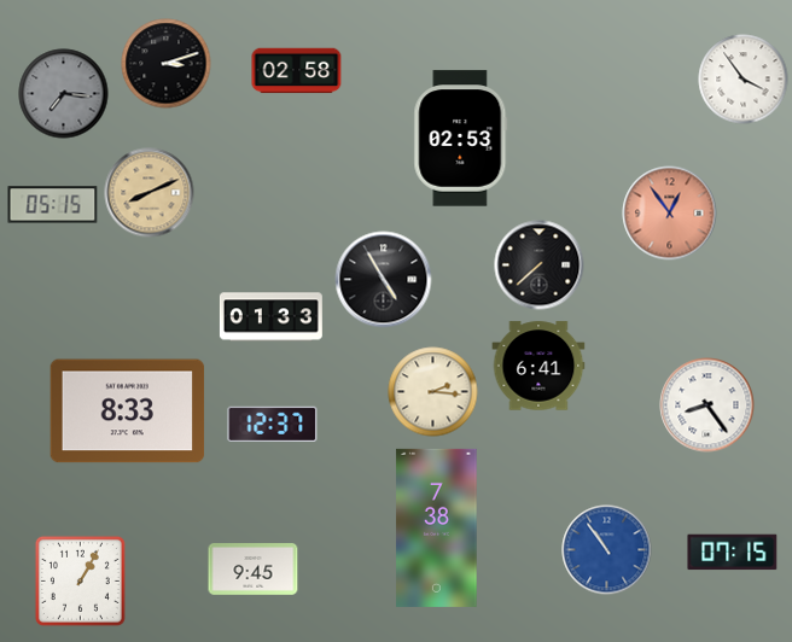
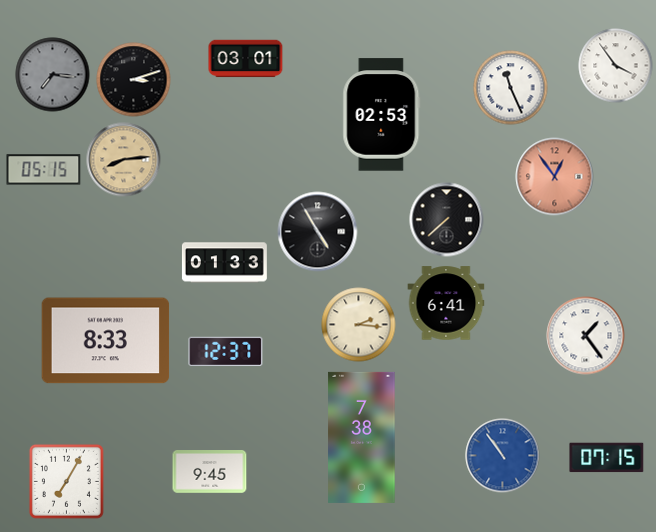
clock at (167, 64) position: (167, 64) -> (134, 80)
clock at (297, 71): 02:58 -> 03:01
clock at (64, 94) position: (64, 94) -> (53, 75)
clock at (511, 88): none -> 11:26
clock at (150, 193): 8:11 -> 8:14
clock at (707, 405): 8:24 -> 1:24
clock at (80, 580): 1:05 -> 7:05
